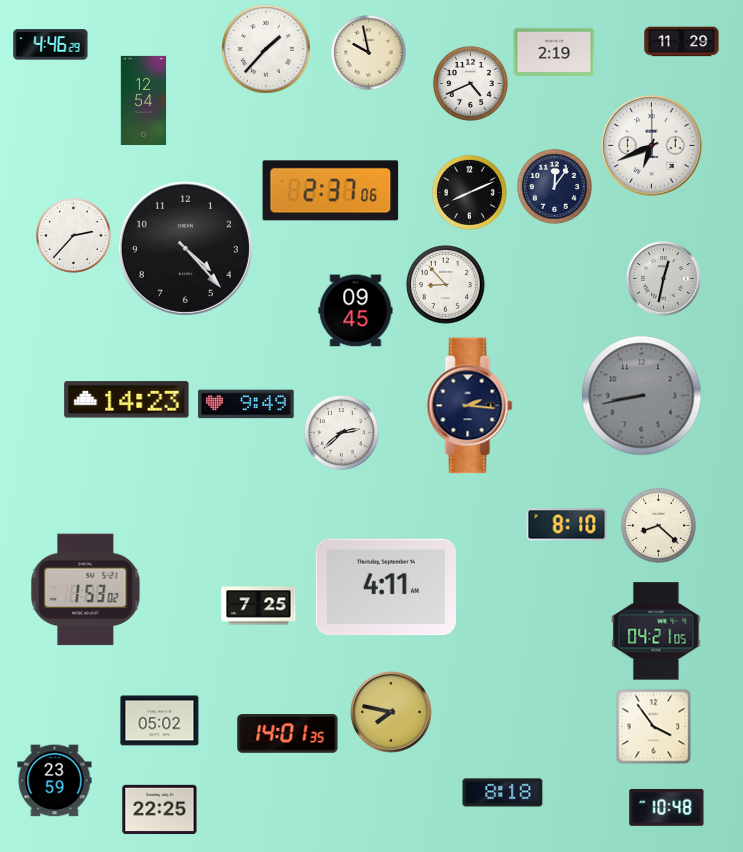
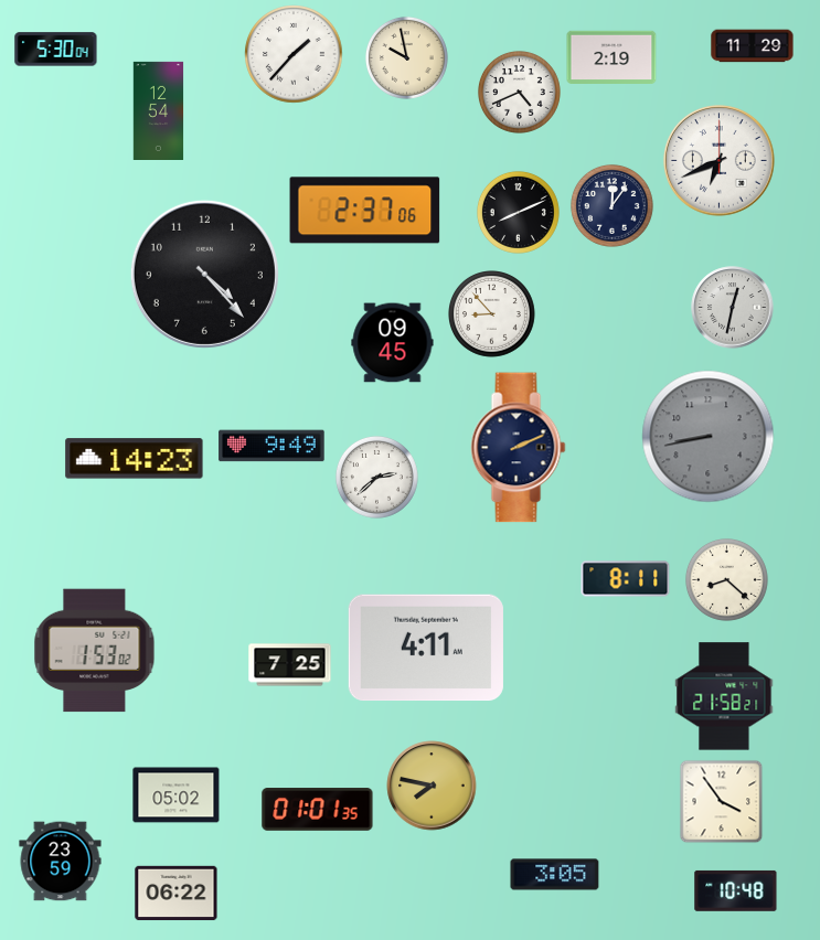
clock at (51, 45): 4:46 -> 5:30
clock at (73, 235): 2:37 -> none
clock at (127, 400) position: (127, 400) -> (135, 459)
clock at (470, 406): 2:16 -> 2:11
clock at (567, 525): 8:10 -> 8:11
clock at (259, 606) position: (259, 606) -> (290, 665)
clock at (656, 631): 04:21 -> 21:58
clock at (288, 734): 14:01 -> 01:01
clock at (503, 793): 8:18 -> 3:05
clock at (160, 810): 22:25 -> 06:22
